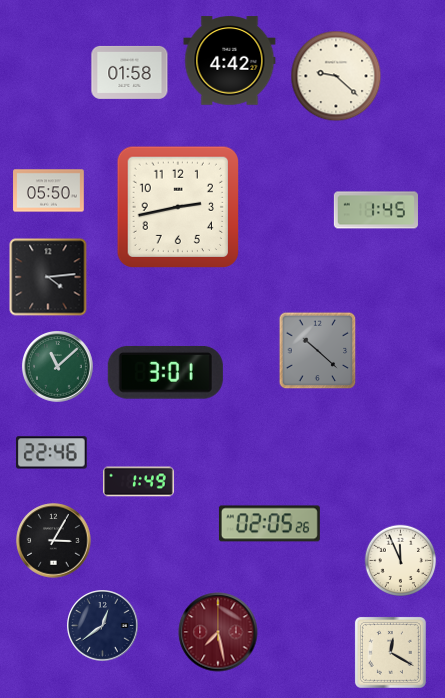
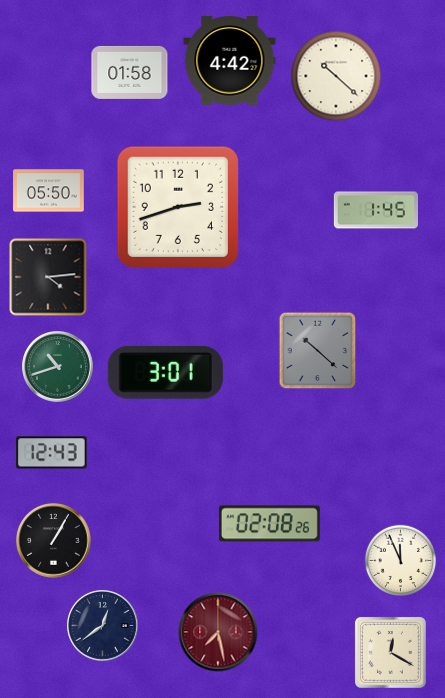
clock at (336, 76): 9:22 -> 10:22
clock at (177, 206): 2:43 -> 2:42
clock at (58, 367): 11:08 -> 10:42
clock at (52, 453): 22:46 -> 12:43
clock at (139, 482): 1:49 -> none
clock at (269, 524): 02:05 -> 02:08
clock at (54, 541): 3:05 -> 1:05
